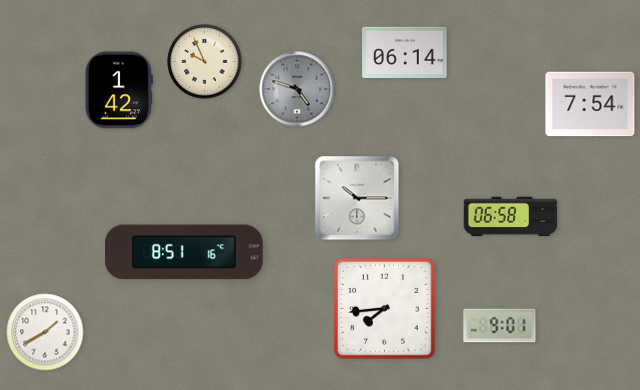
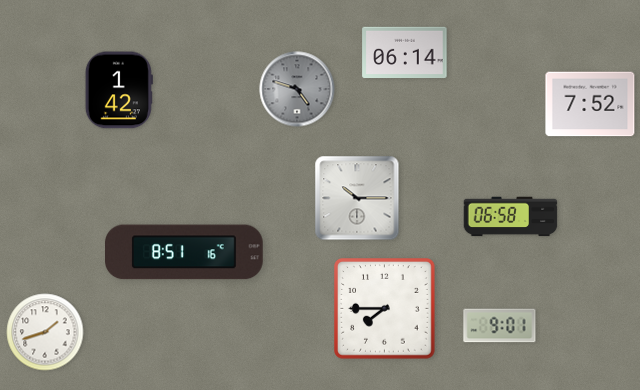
clock at (205, 62): 9:56 -> none
clock at (590, 104): 7:54 -> 7:52
clock at (385, 309): 7:44 -> 7:45
clock at (45, 332): 1:40 -> 1:42
